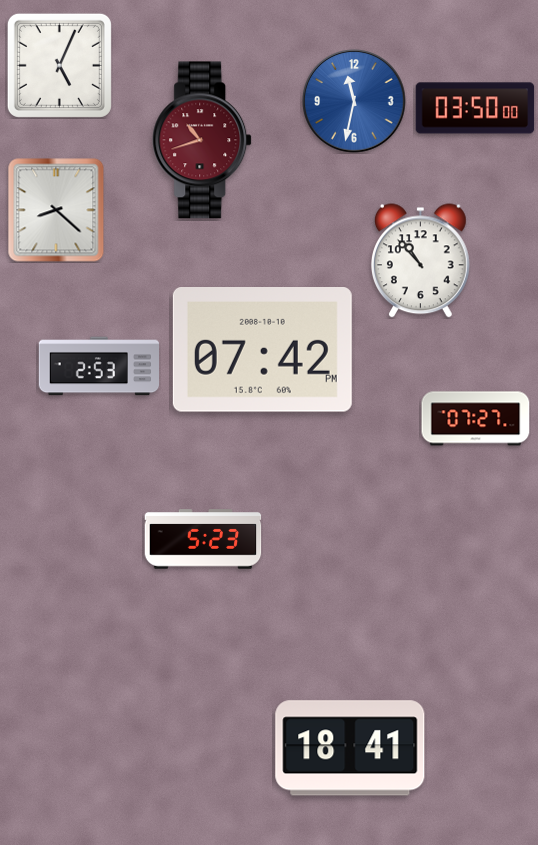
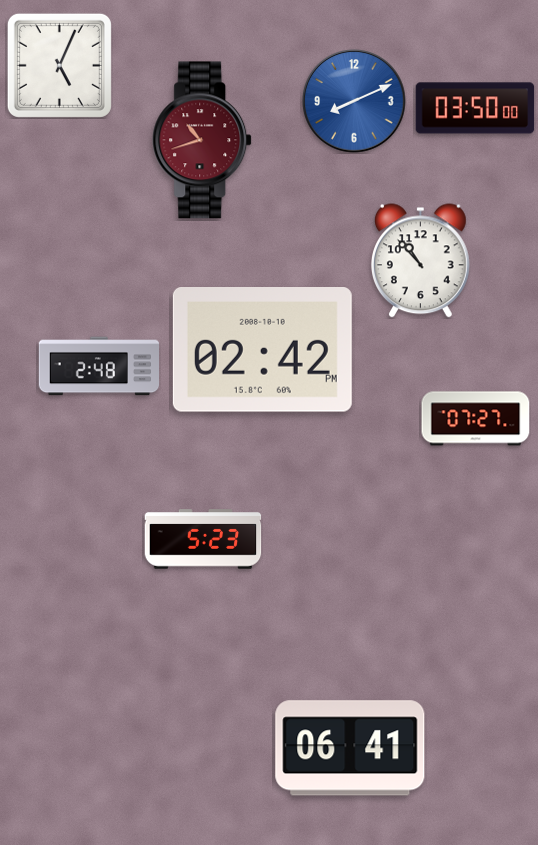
clock at (354, 101): 11:32 -> 8:11
clock at (56, 210): 8:22 -> none
clock at (262, 350): 07:42 -> 02:42
clock at (99, 366): 2:53 -> 2:48
clock at (350, 748): 18:41 -> 06:41
